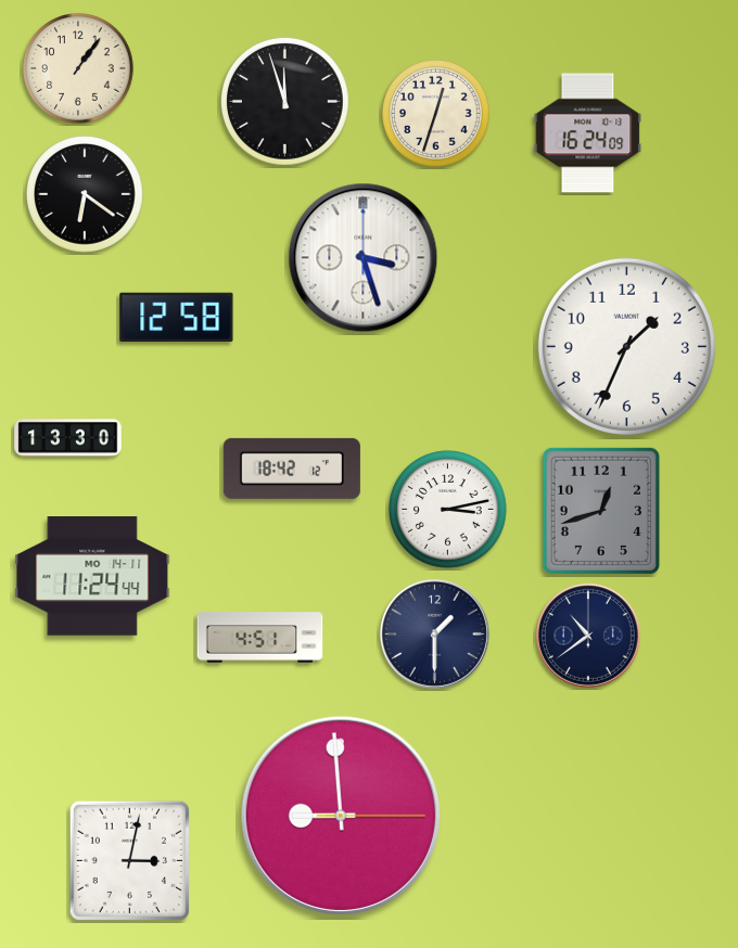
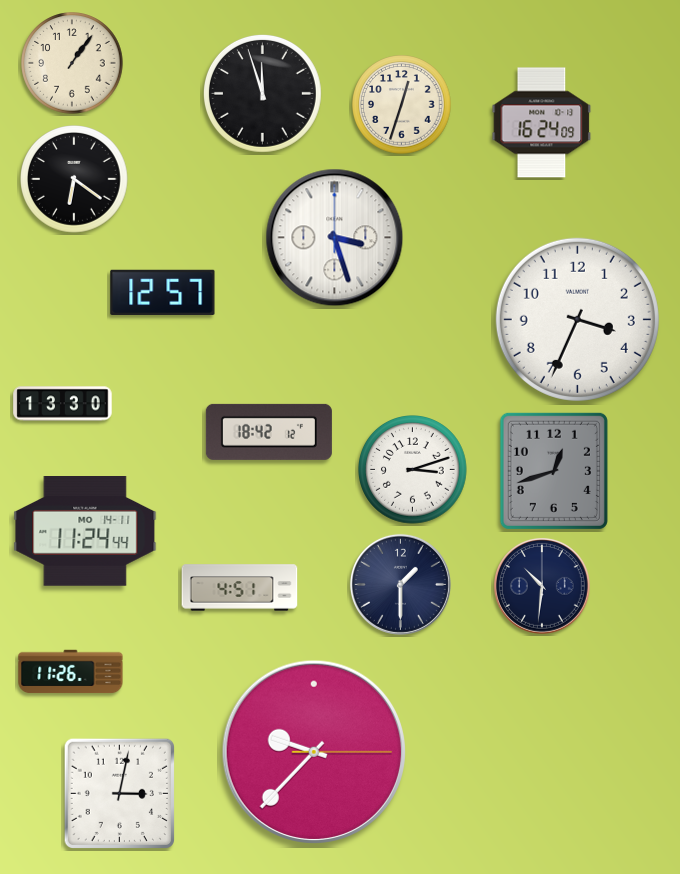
clock at (86, 195) position: (86, 195) -> (75, 180)
clock at (177, 317): 12:58 -> 12:57
clock at (626, 346): 1:34 -> 3:34
clock at (448, 510): 3:13 -> 3:12
clock at (588, 636): 10:39 -> 10:31
clock at (71, 672): none -> 11:26
clock at (340, 815): 8:59 -> 9:37
